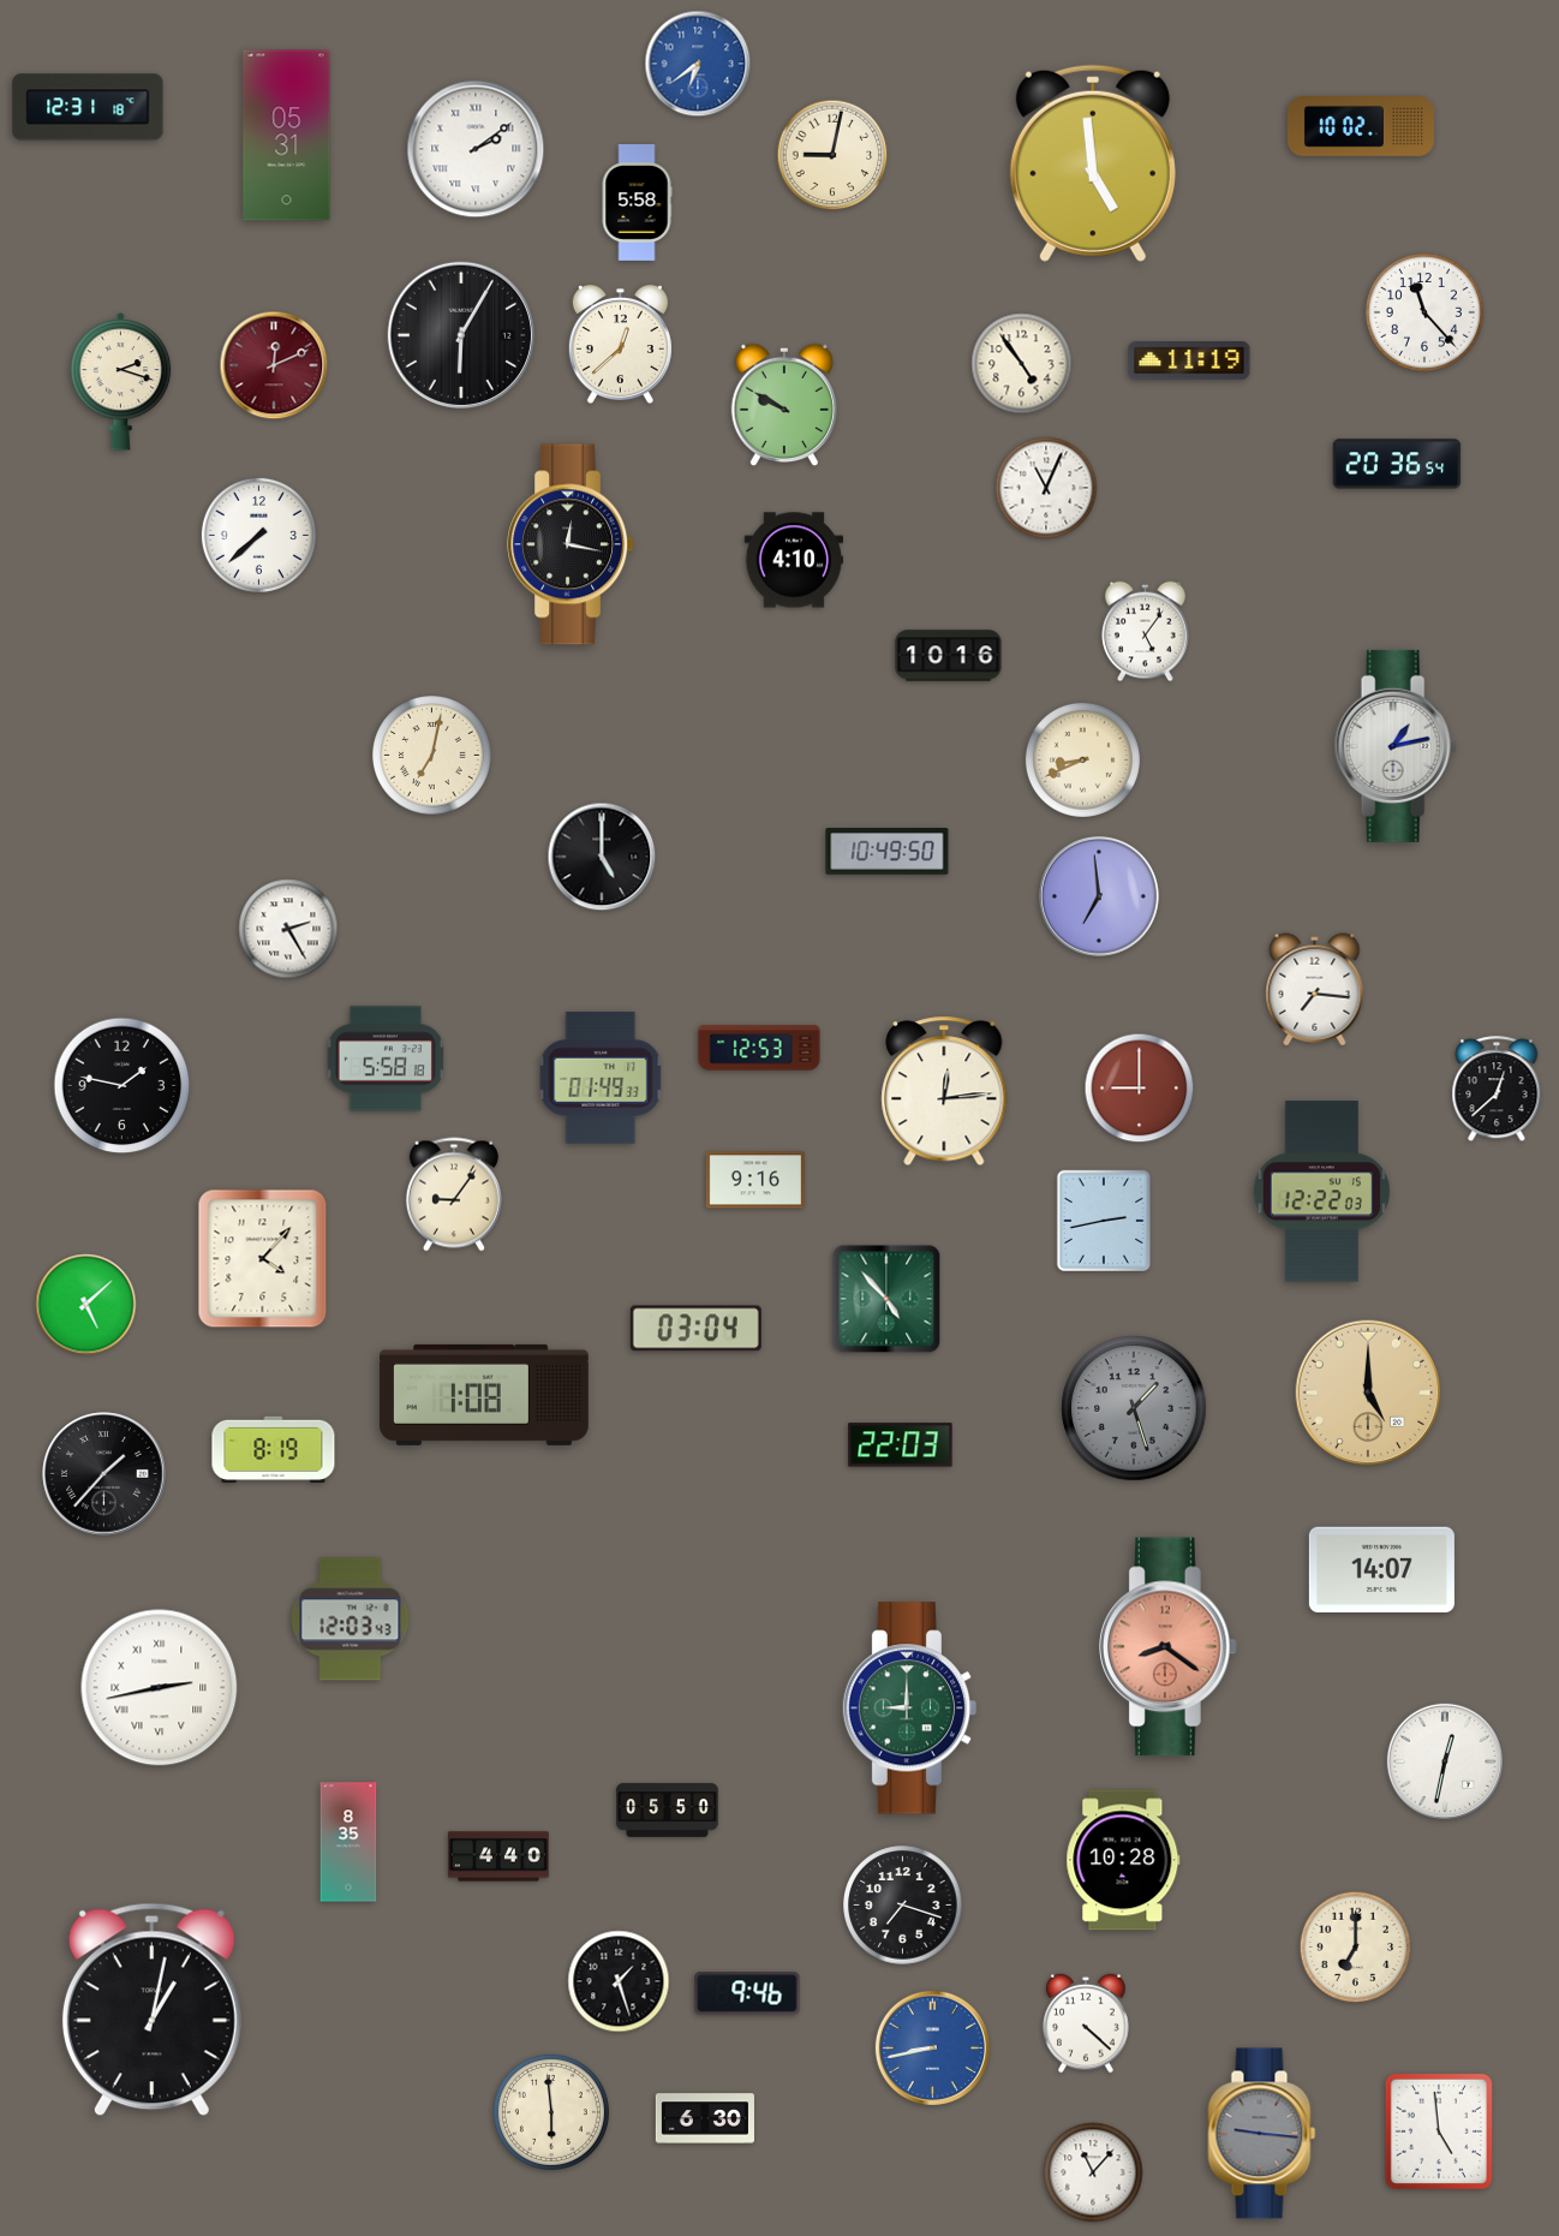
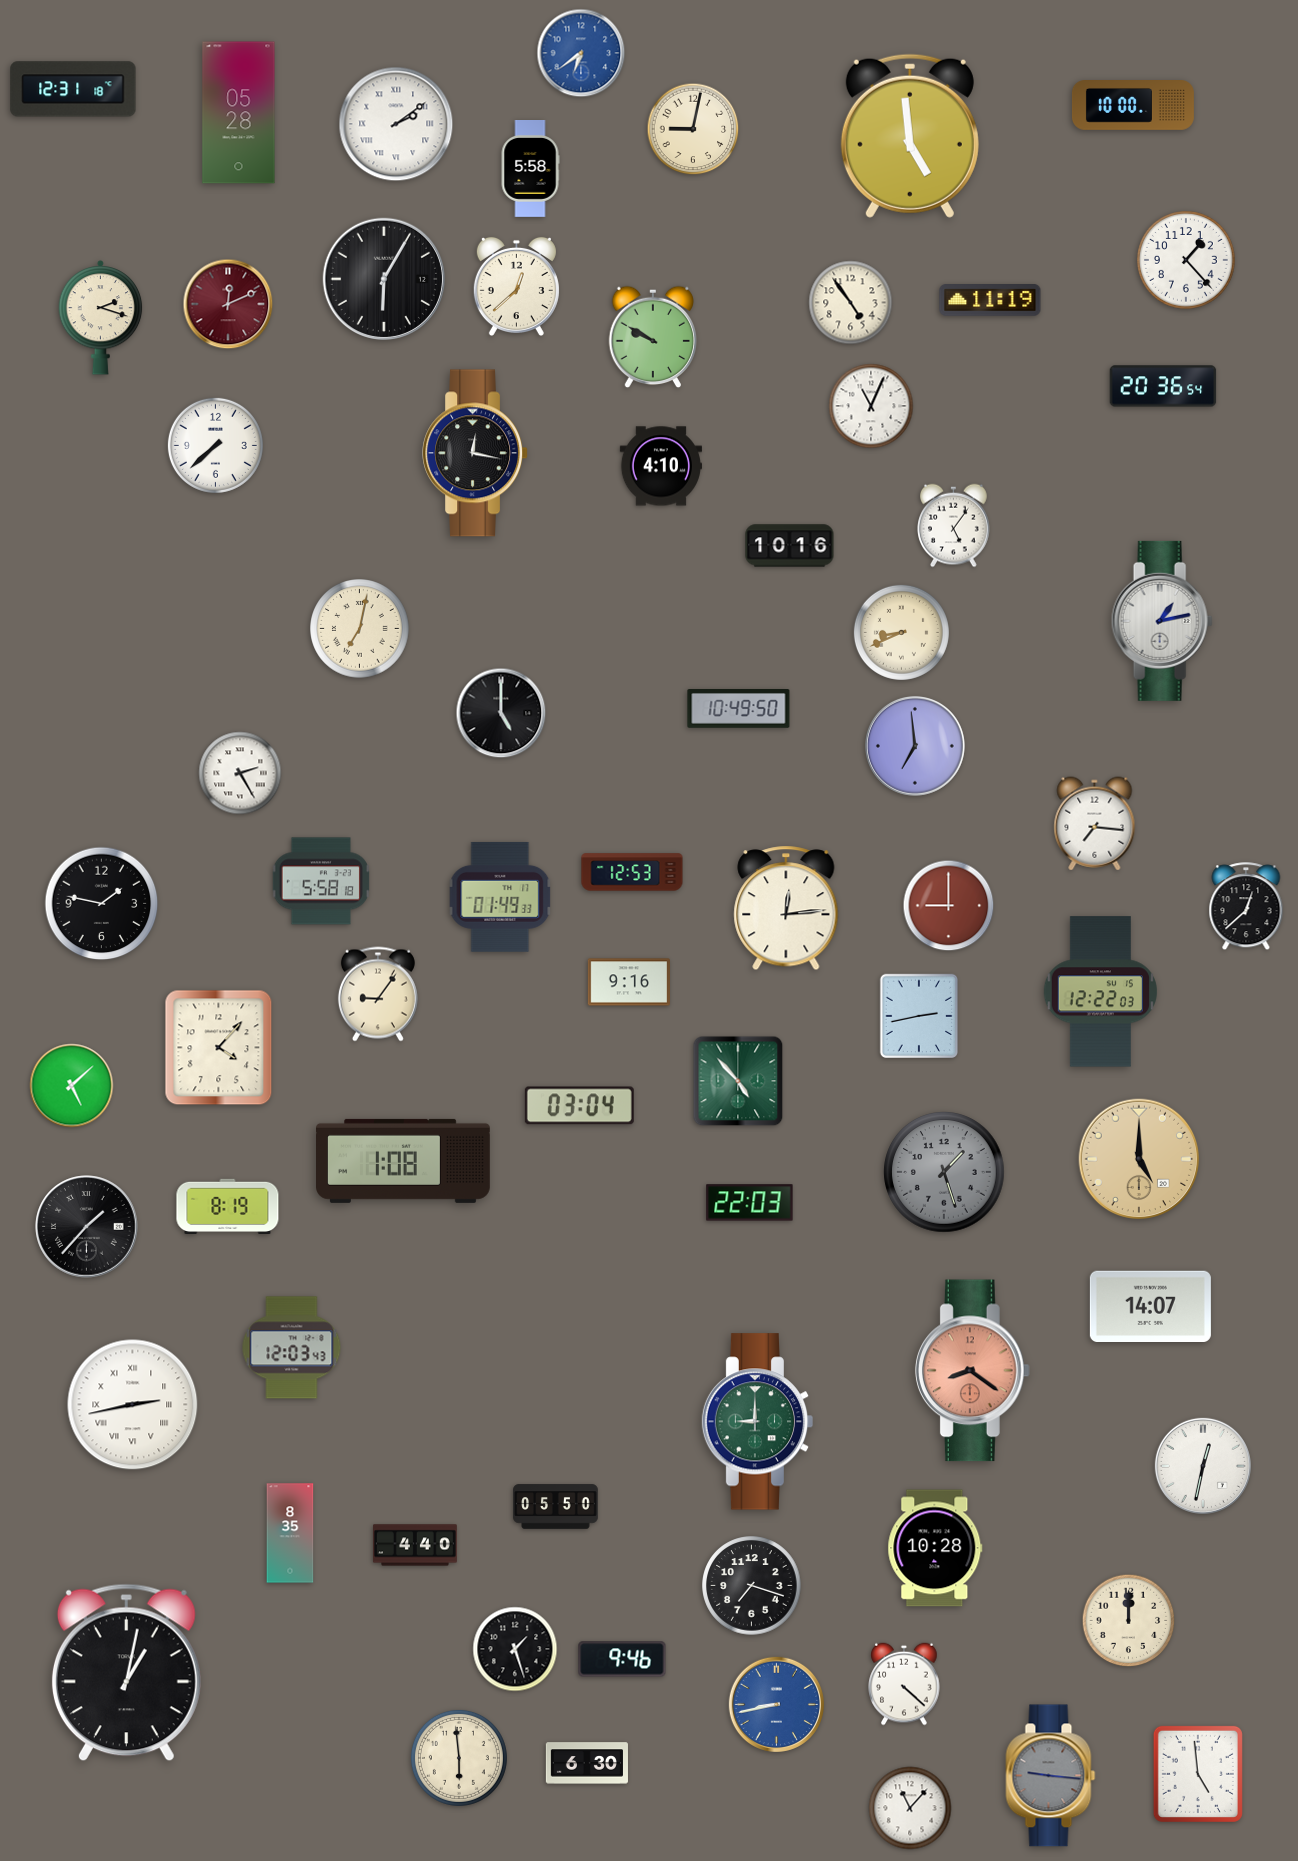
clock at (1361, 127): 10:02 -> 10:00
clock at (287, 136): 05:31 -> 05:28
clock at (1426, 314): 11:23 -> 1:23
clock at (1356, 1948): 7:00 -> 12:00
